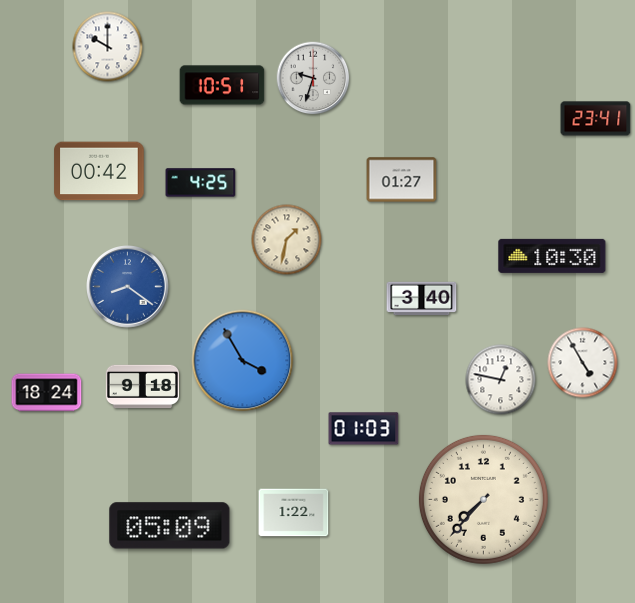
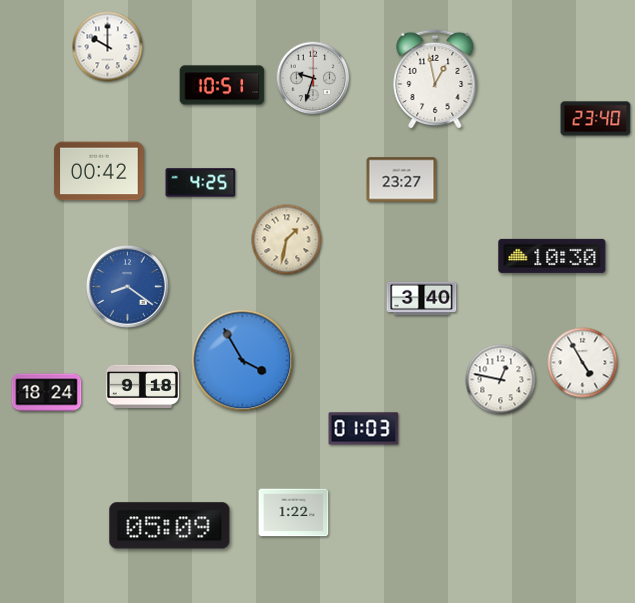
clock at (435, 79): none -> 12:58
clock at (596, 119): 23:41 -> 23:40
clock at (402, 180): 01:27 -> 23:27
clock at (483, 499): 7:37 -> none
